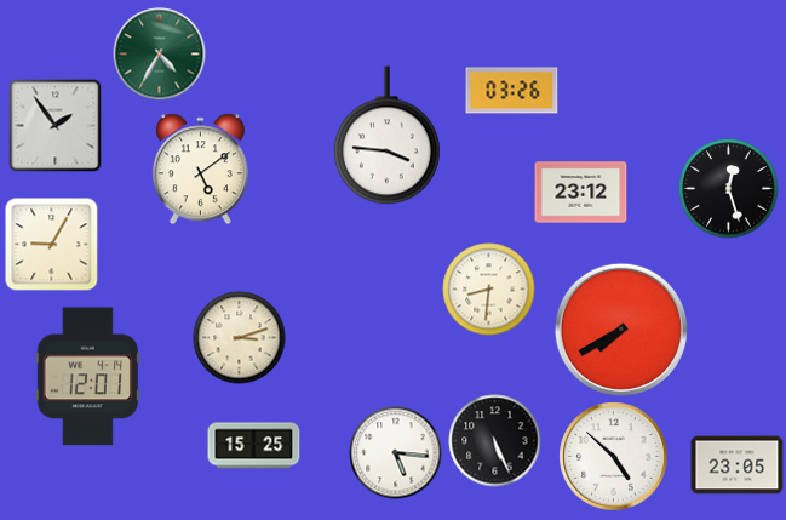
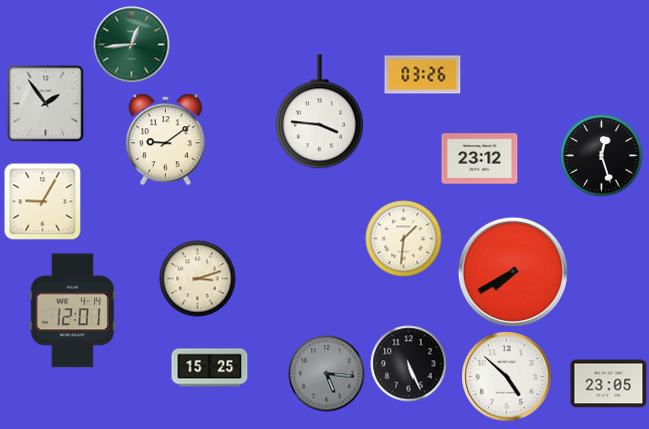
clock at (160, 55): 4:35 -> 12:44
clock at (200, 170): 5:09 -> 9:09
clock at (489, 290): 8:31 -> 1:31
clock at (396, 453) dial: white -> grey
